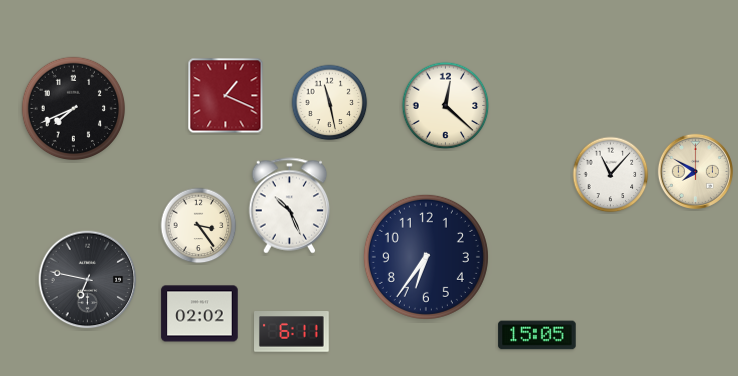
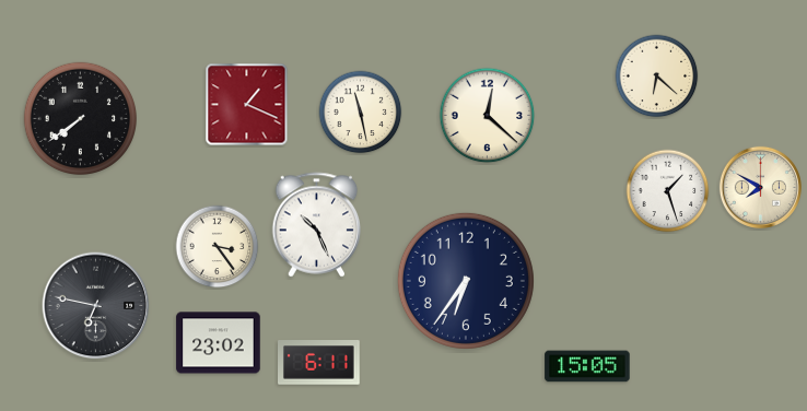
clock at (657, 77): none -> 6:22
clock at (73, 108): 7:41 -> 7:39
clock at (611, 175): 11:07 -> 1:27
clock at (200, 314): 02:02 -> 23:02
